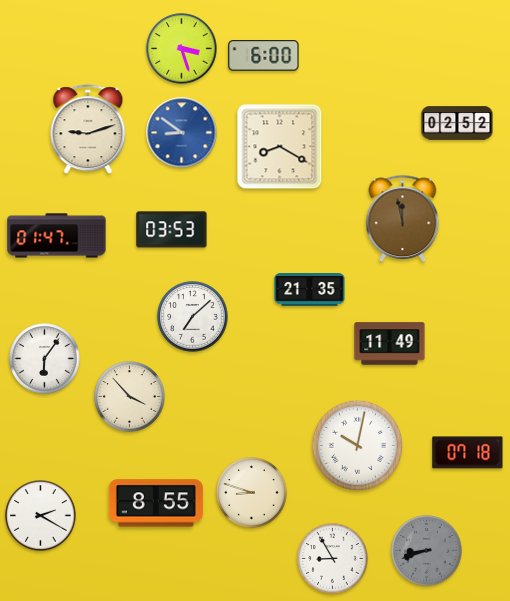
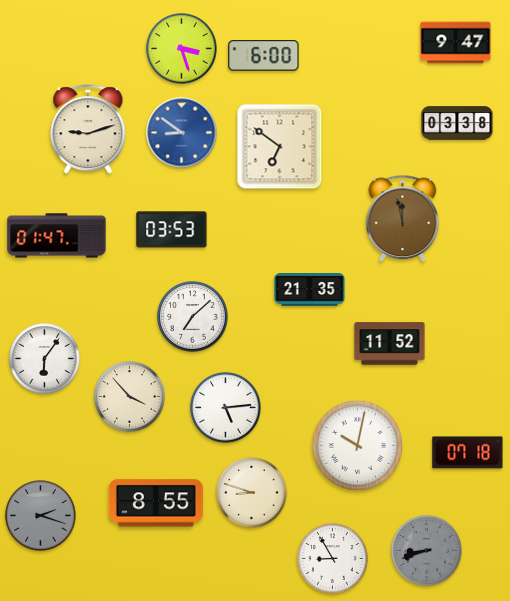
clock at (456, 43): none -> 9:47
clock at (457, 123): 02:52 -> 03:38
clock at (280, 147): 8:20 -> 6:51
clock at (390, 344): 11:49 -> 11:52
clock at (226, 408): none -> 5:14
clock at (41, 516): 2:20 -> 2:18
clock at (41, 516) dial: white -> grey
